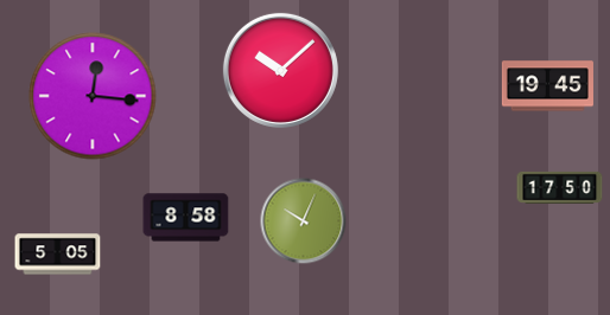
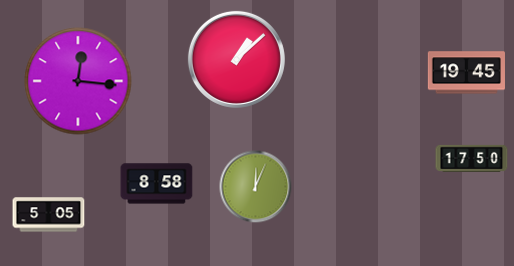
clock at (280, 70): 10:08 -> 1:08
clock at (547, 86) position: (547, 86) -> (466, 73)
clock at (304, 221): 10:04 -> 12:04
